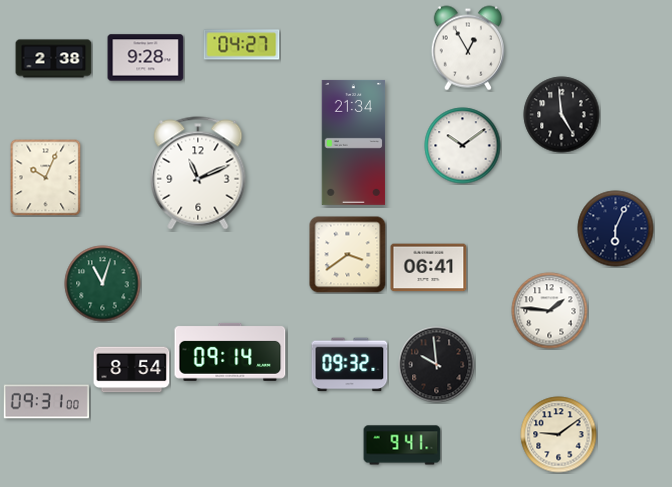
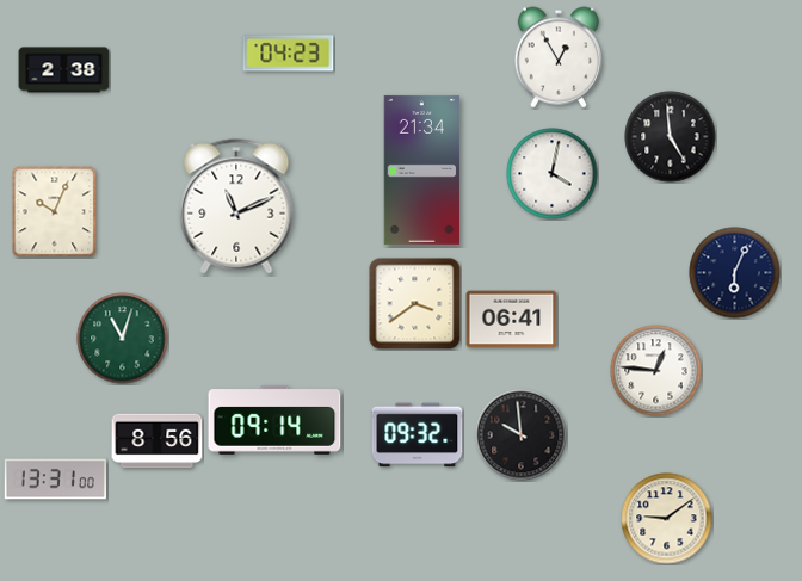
clock at (242, 45): 04:27 -> 04:23
clock at (146, 58): 9:28 -> none
clock at (463, 146): 10:09 -> 4:02
clock at (550, 311): 1:46 -> 12:46
clock at (132, 370): 8:54 -> 8:56
clock at (46, 402): 09:31 -> 13:31
clock at (402, 445): 9:41 -> none
